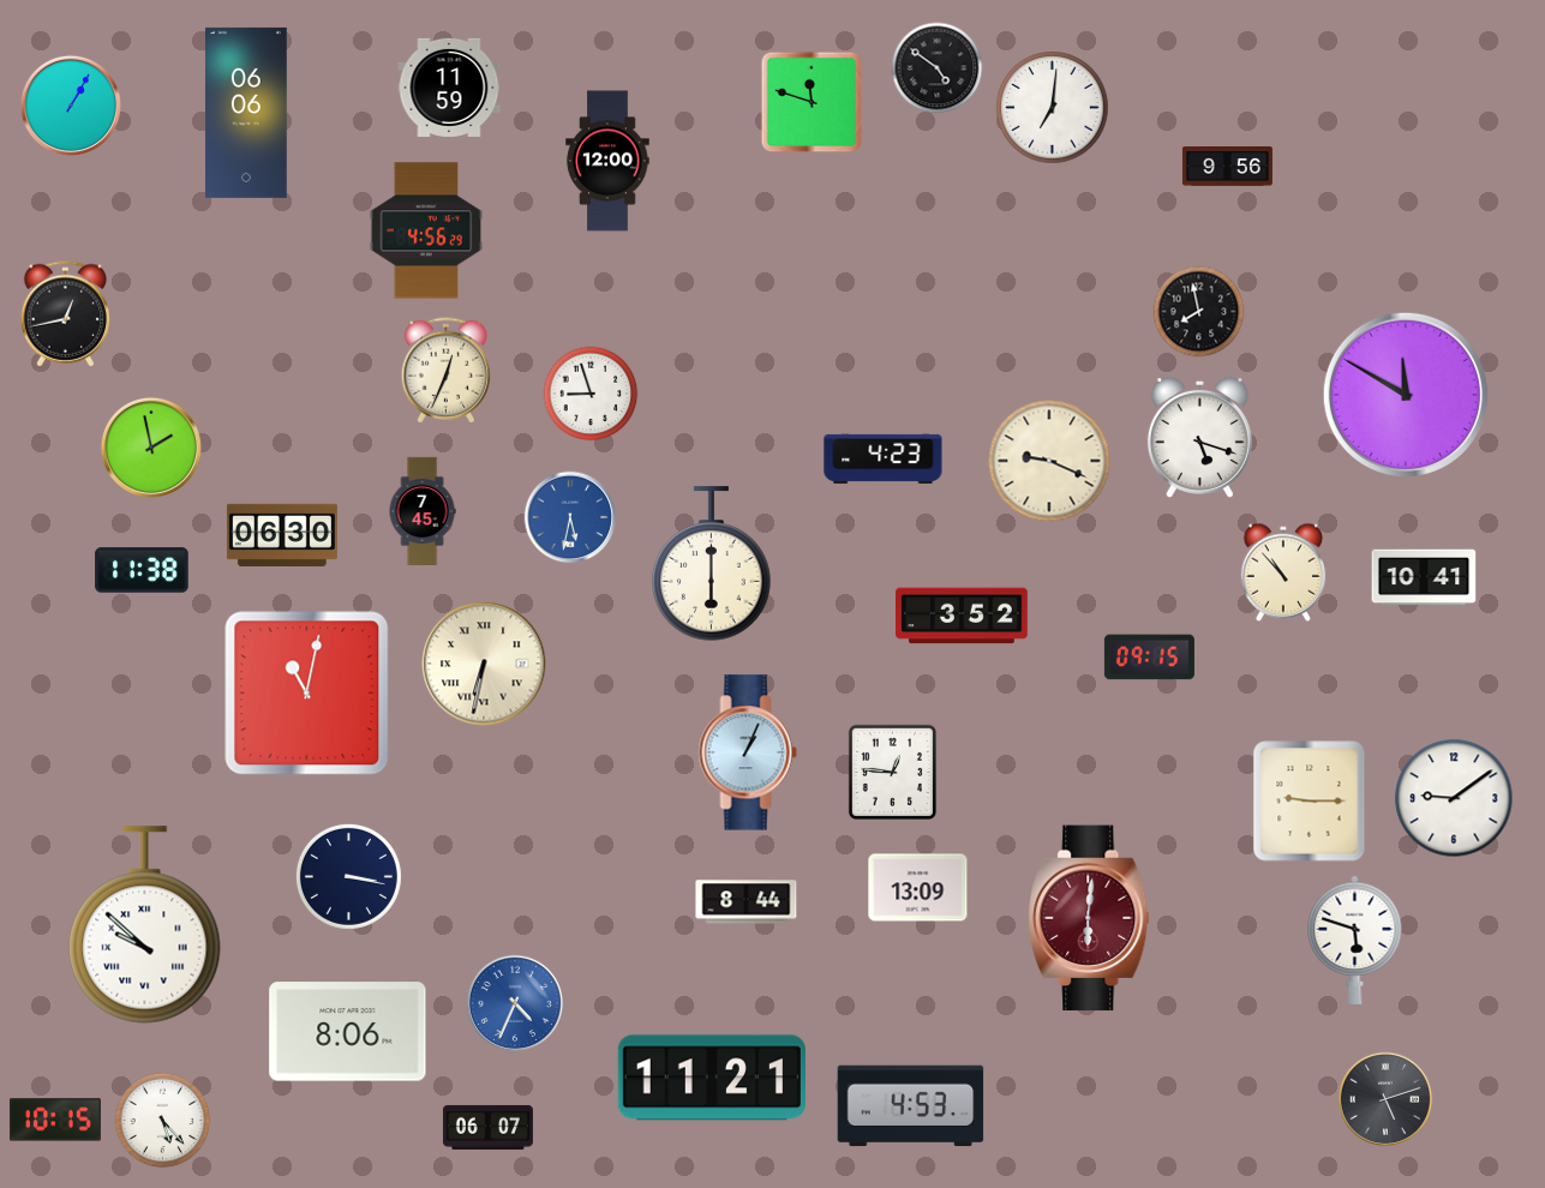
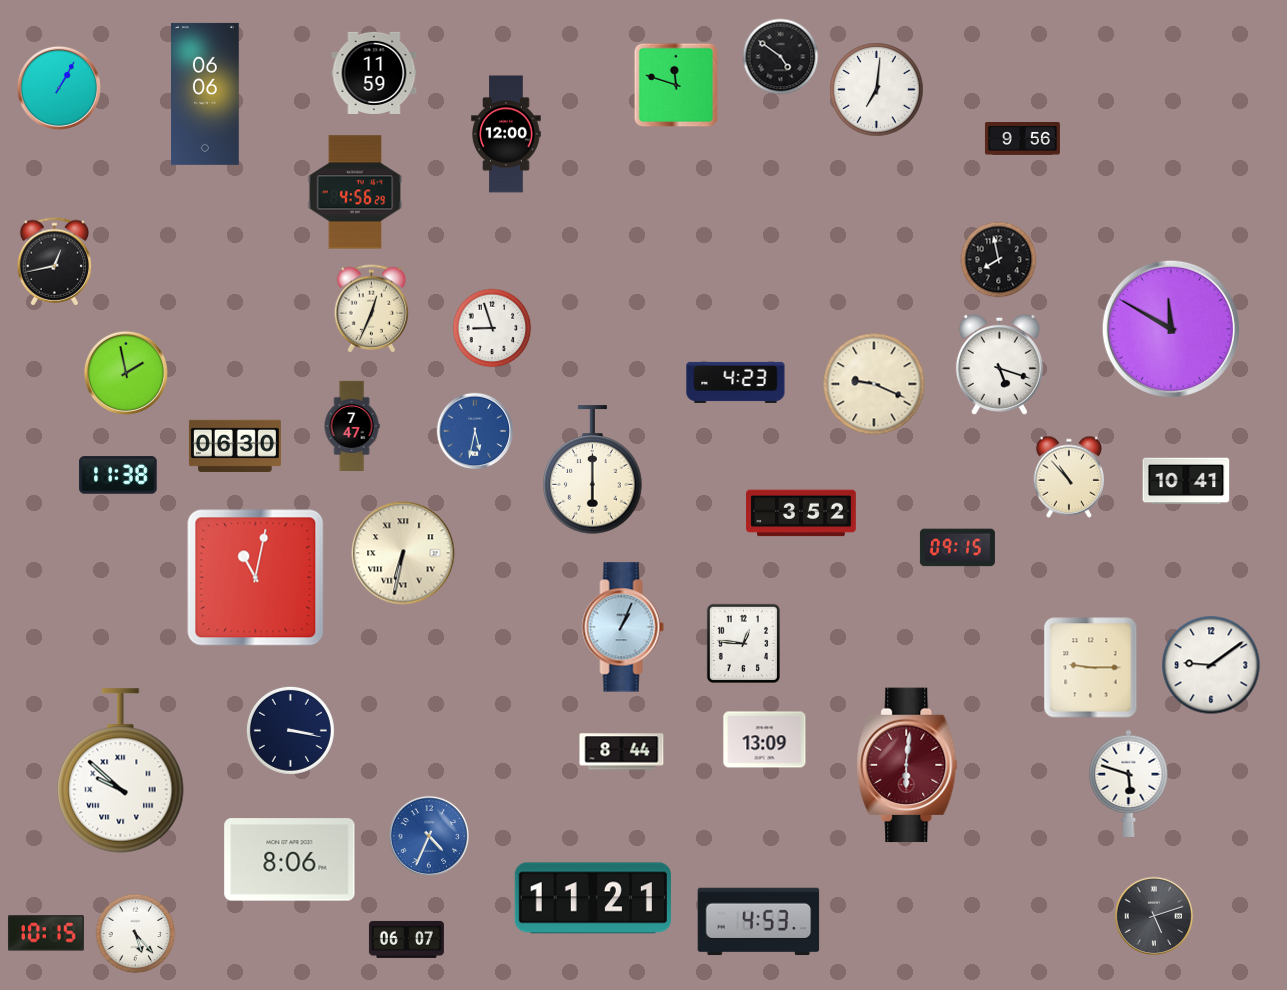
clock at (423, 510): 7:45 -> 7:47
